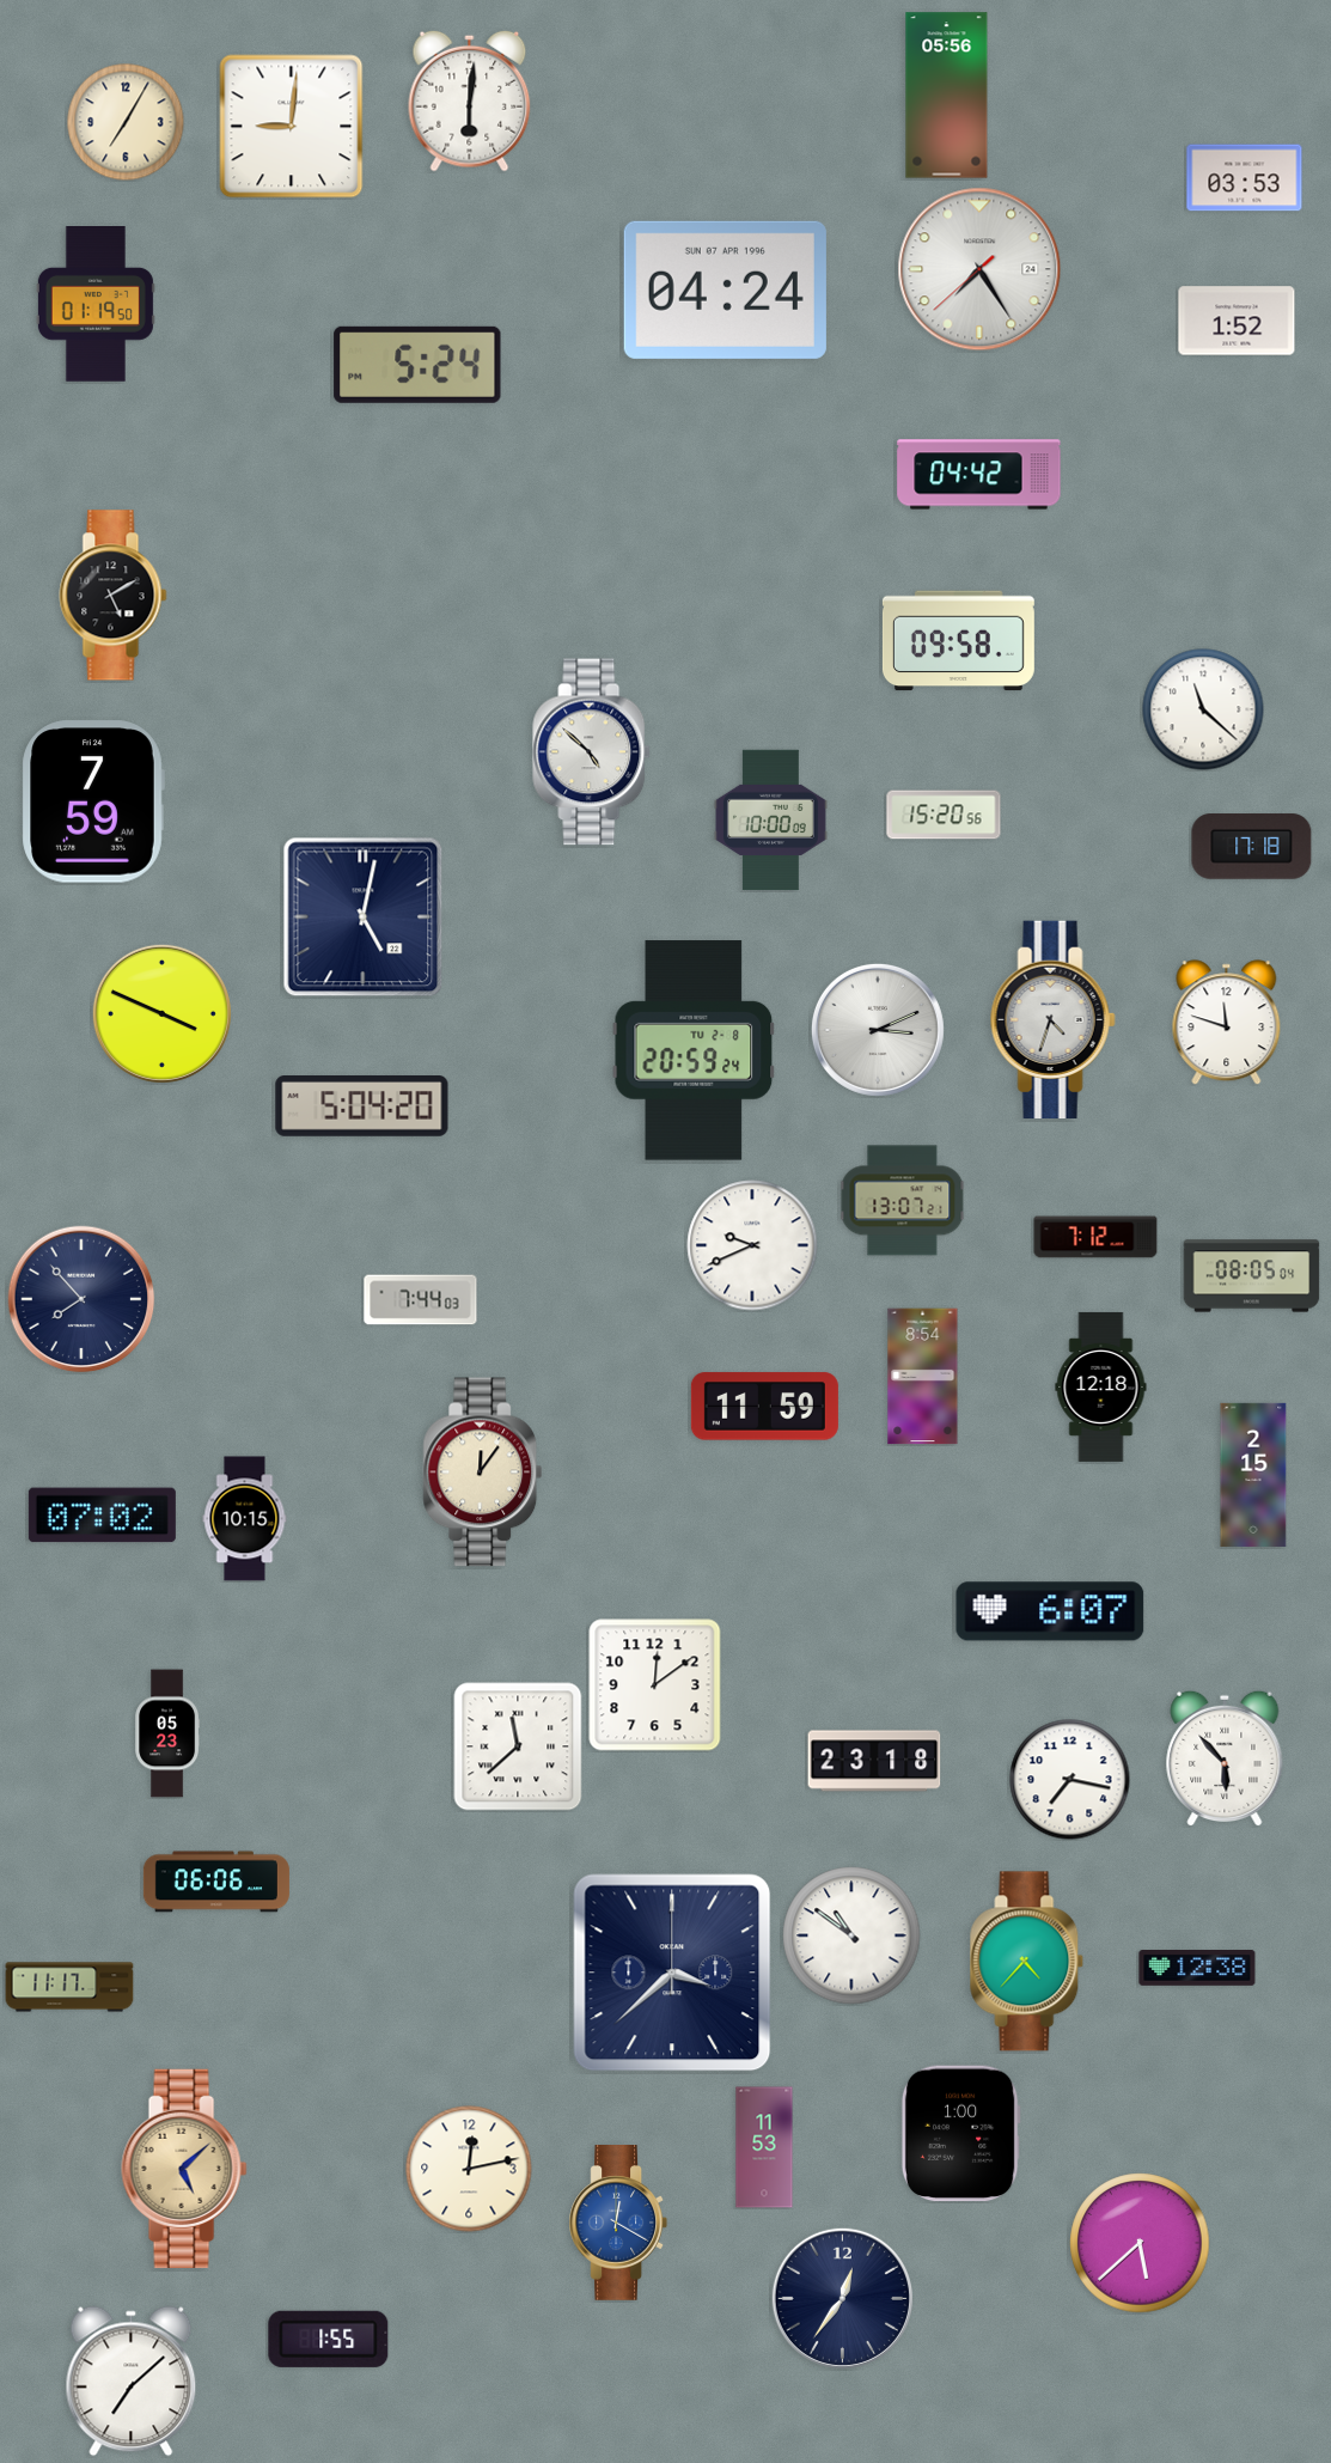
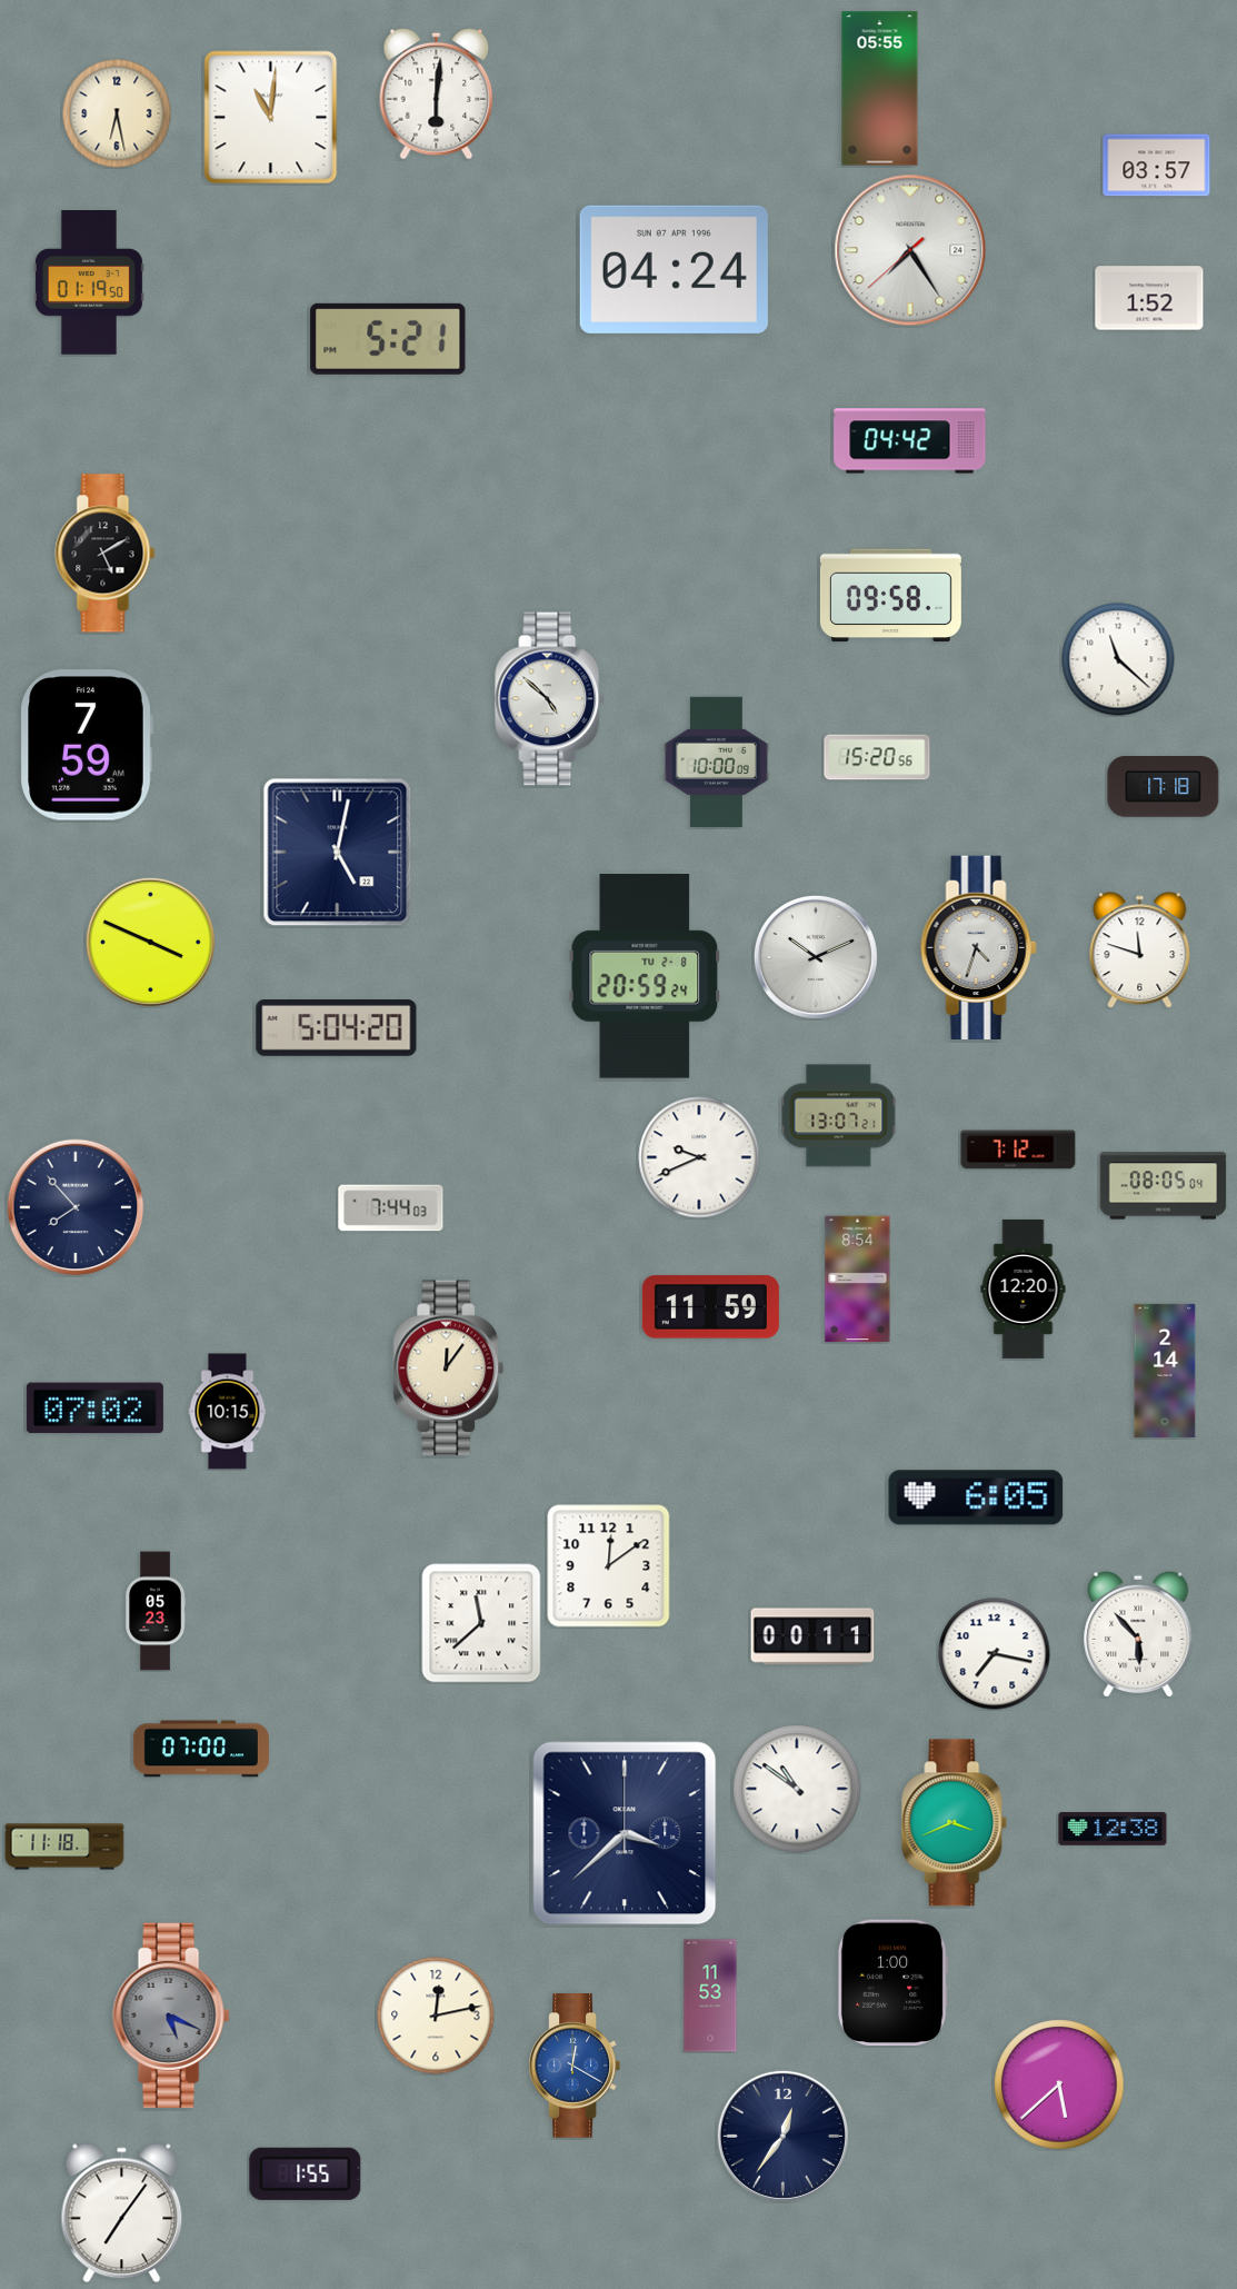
clock at (947, 96): 05:56 -> 05:55
clock at (126, 122): 7:05 -> 6:28
clock at (292, 127): 9:01 -> 11:01
clock at (1245, 178): 03:53 -> 03:57
clock at (417, 365): 5:24 -> 5:21
clock at (878, 1030): 3:11 -> 10:11
clock at (1101, 1386): 12:18 -> 12:20
clock at (1253, 1475): 2:15 -> 2:14
clock at (1050, 1611): 6:07 -> 6:05
clock at (874, 1761): 23:18 -> 00:11
clock at (216, 1882): 06:06 -> 07:00
clock at (851, 1935) position: (851, 1935) -> (797, 1789)
clock at (1027, 1962): 4:37 -> 3:41
clock at (69, 1987): 11:17 -> 11:18
clock at (184, 2169): 5:08 -> 5:19
clock at (184, 2169) dial: champagne -> grey
clock at (132, 2382): 7:08 -> 7:06
